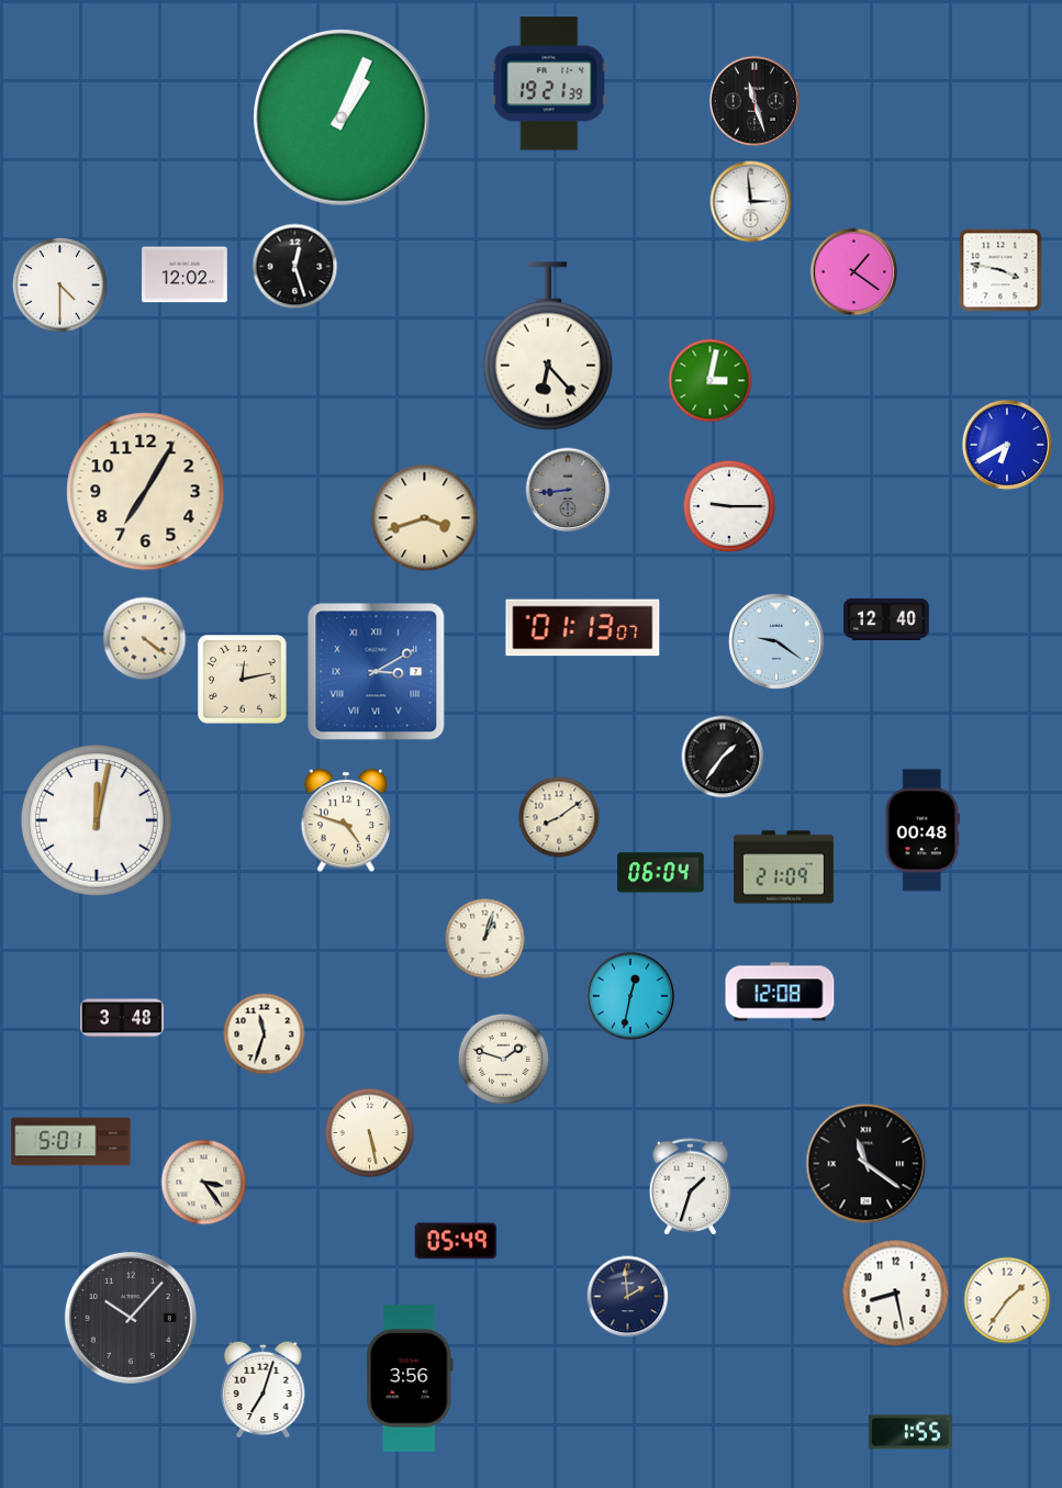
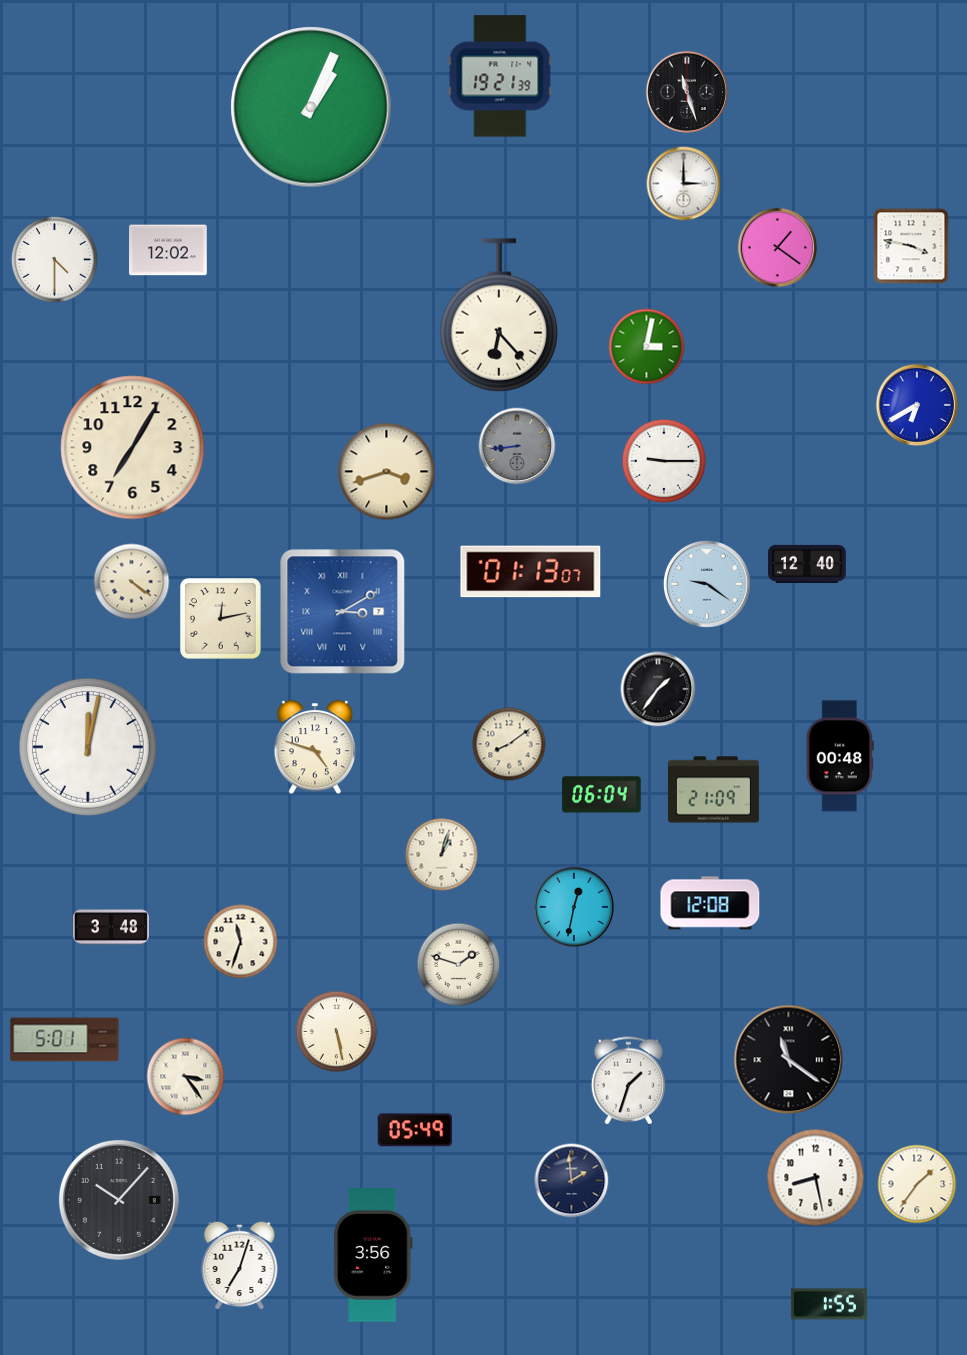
clock at (751, 202): 2:59 -> 3:00
clock at (295, 267): 12:27 -> none
